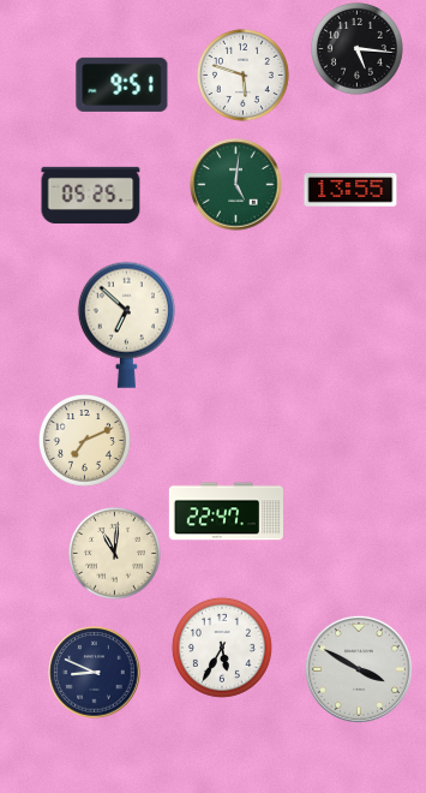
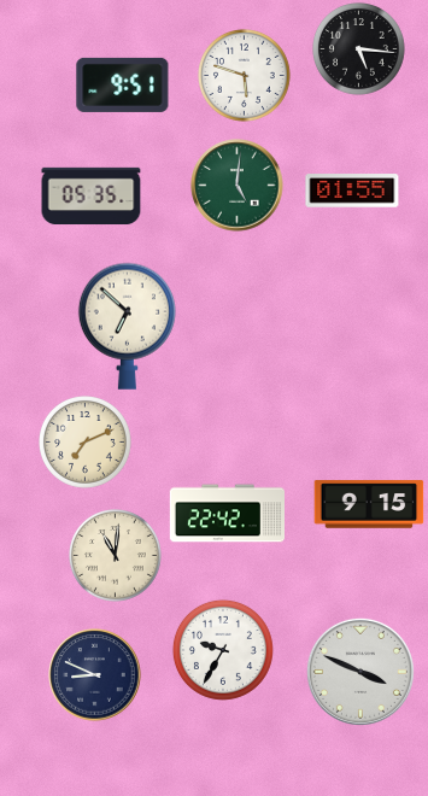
clock at (350, 190): 13:55 -> 01:55
clock at (91, 196): 05:25 -> 05:35
clock at (369, 504): none -> 9:15
clock at (226, 512): 22:47 -> 22:42
clock at (222, 648): 5:35 -> 9:35
clock at (359, 669): 3:50 -> 3:49
